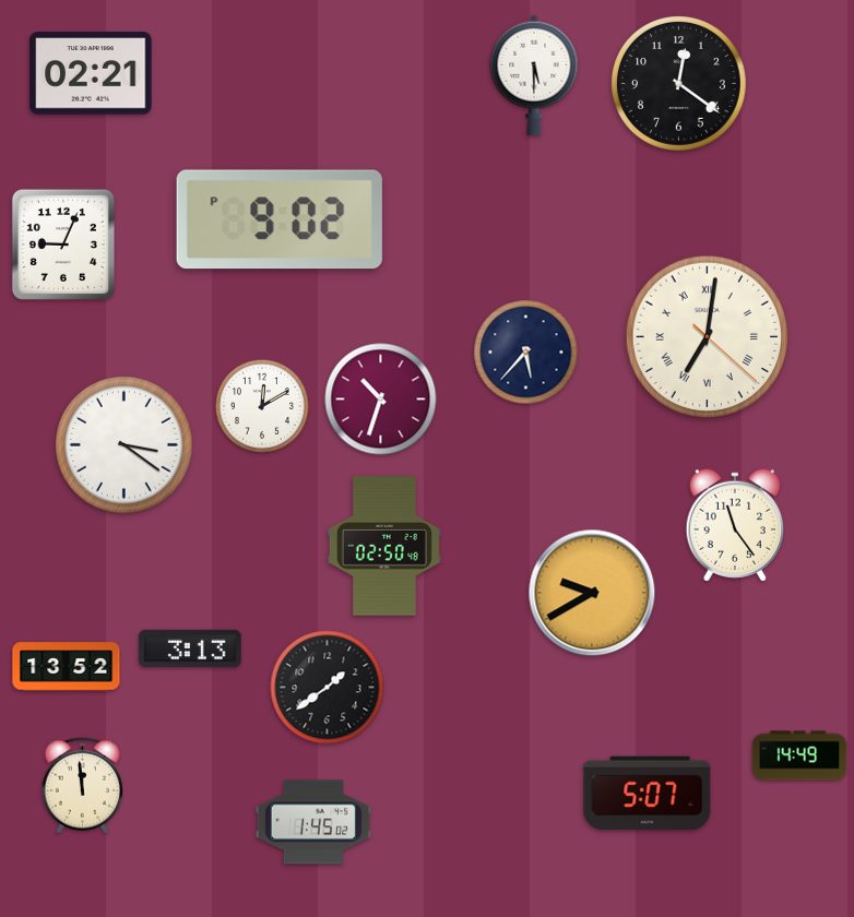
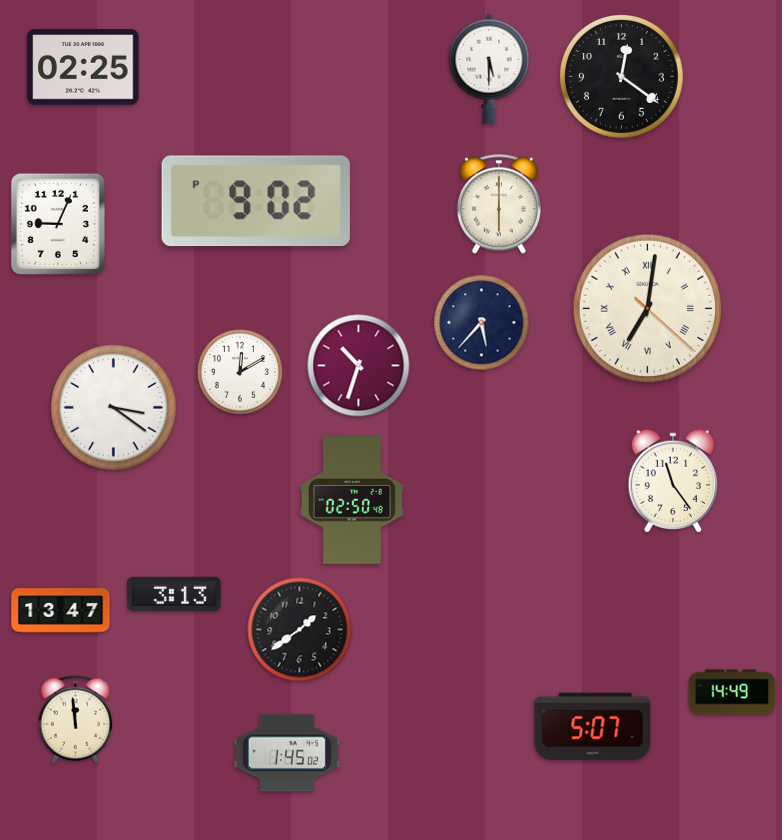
clock at (91, 73): 02:21 -> 02:25
clock at (499, 204): none -> 6:00
clock at (381, 400) position: (381, 400) -> (359, 366)
clock at (592, 593): 9:40 -> none
clock at (67, 667): 13:52 -> 13:47
